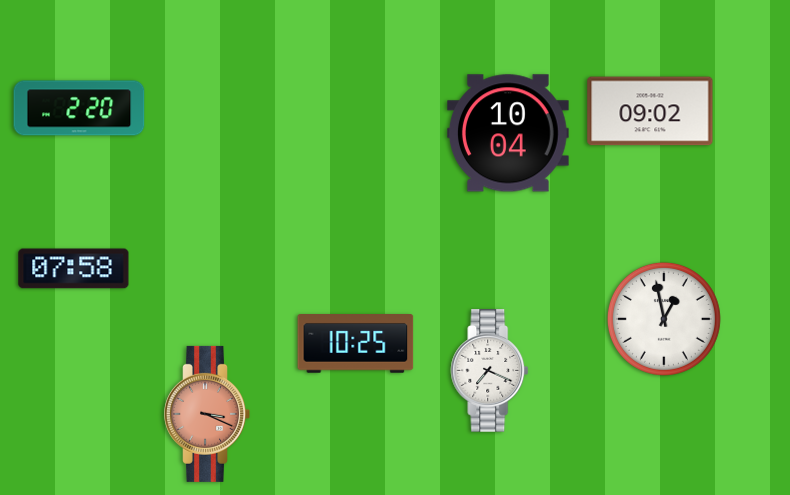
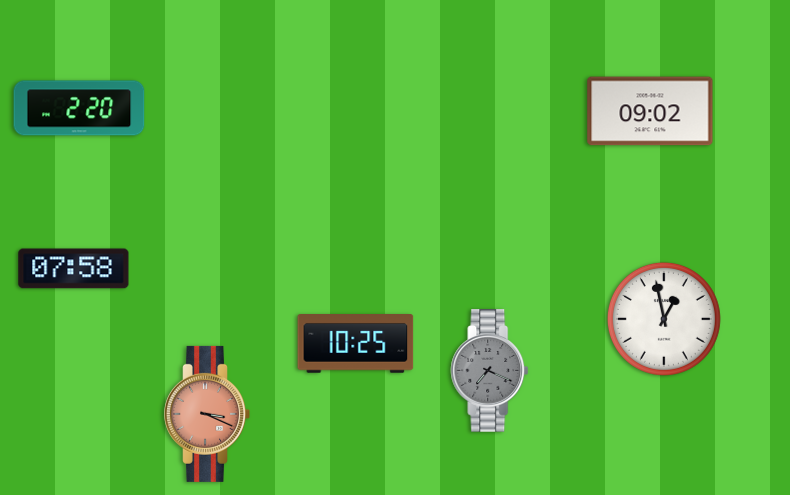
clock at (509, 133): 10:04 -> none
clock at (490, 371) dial: white -> grey
